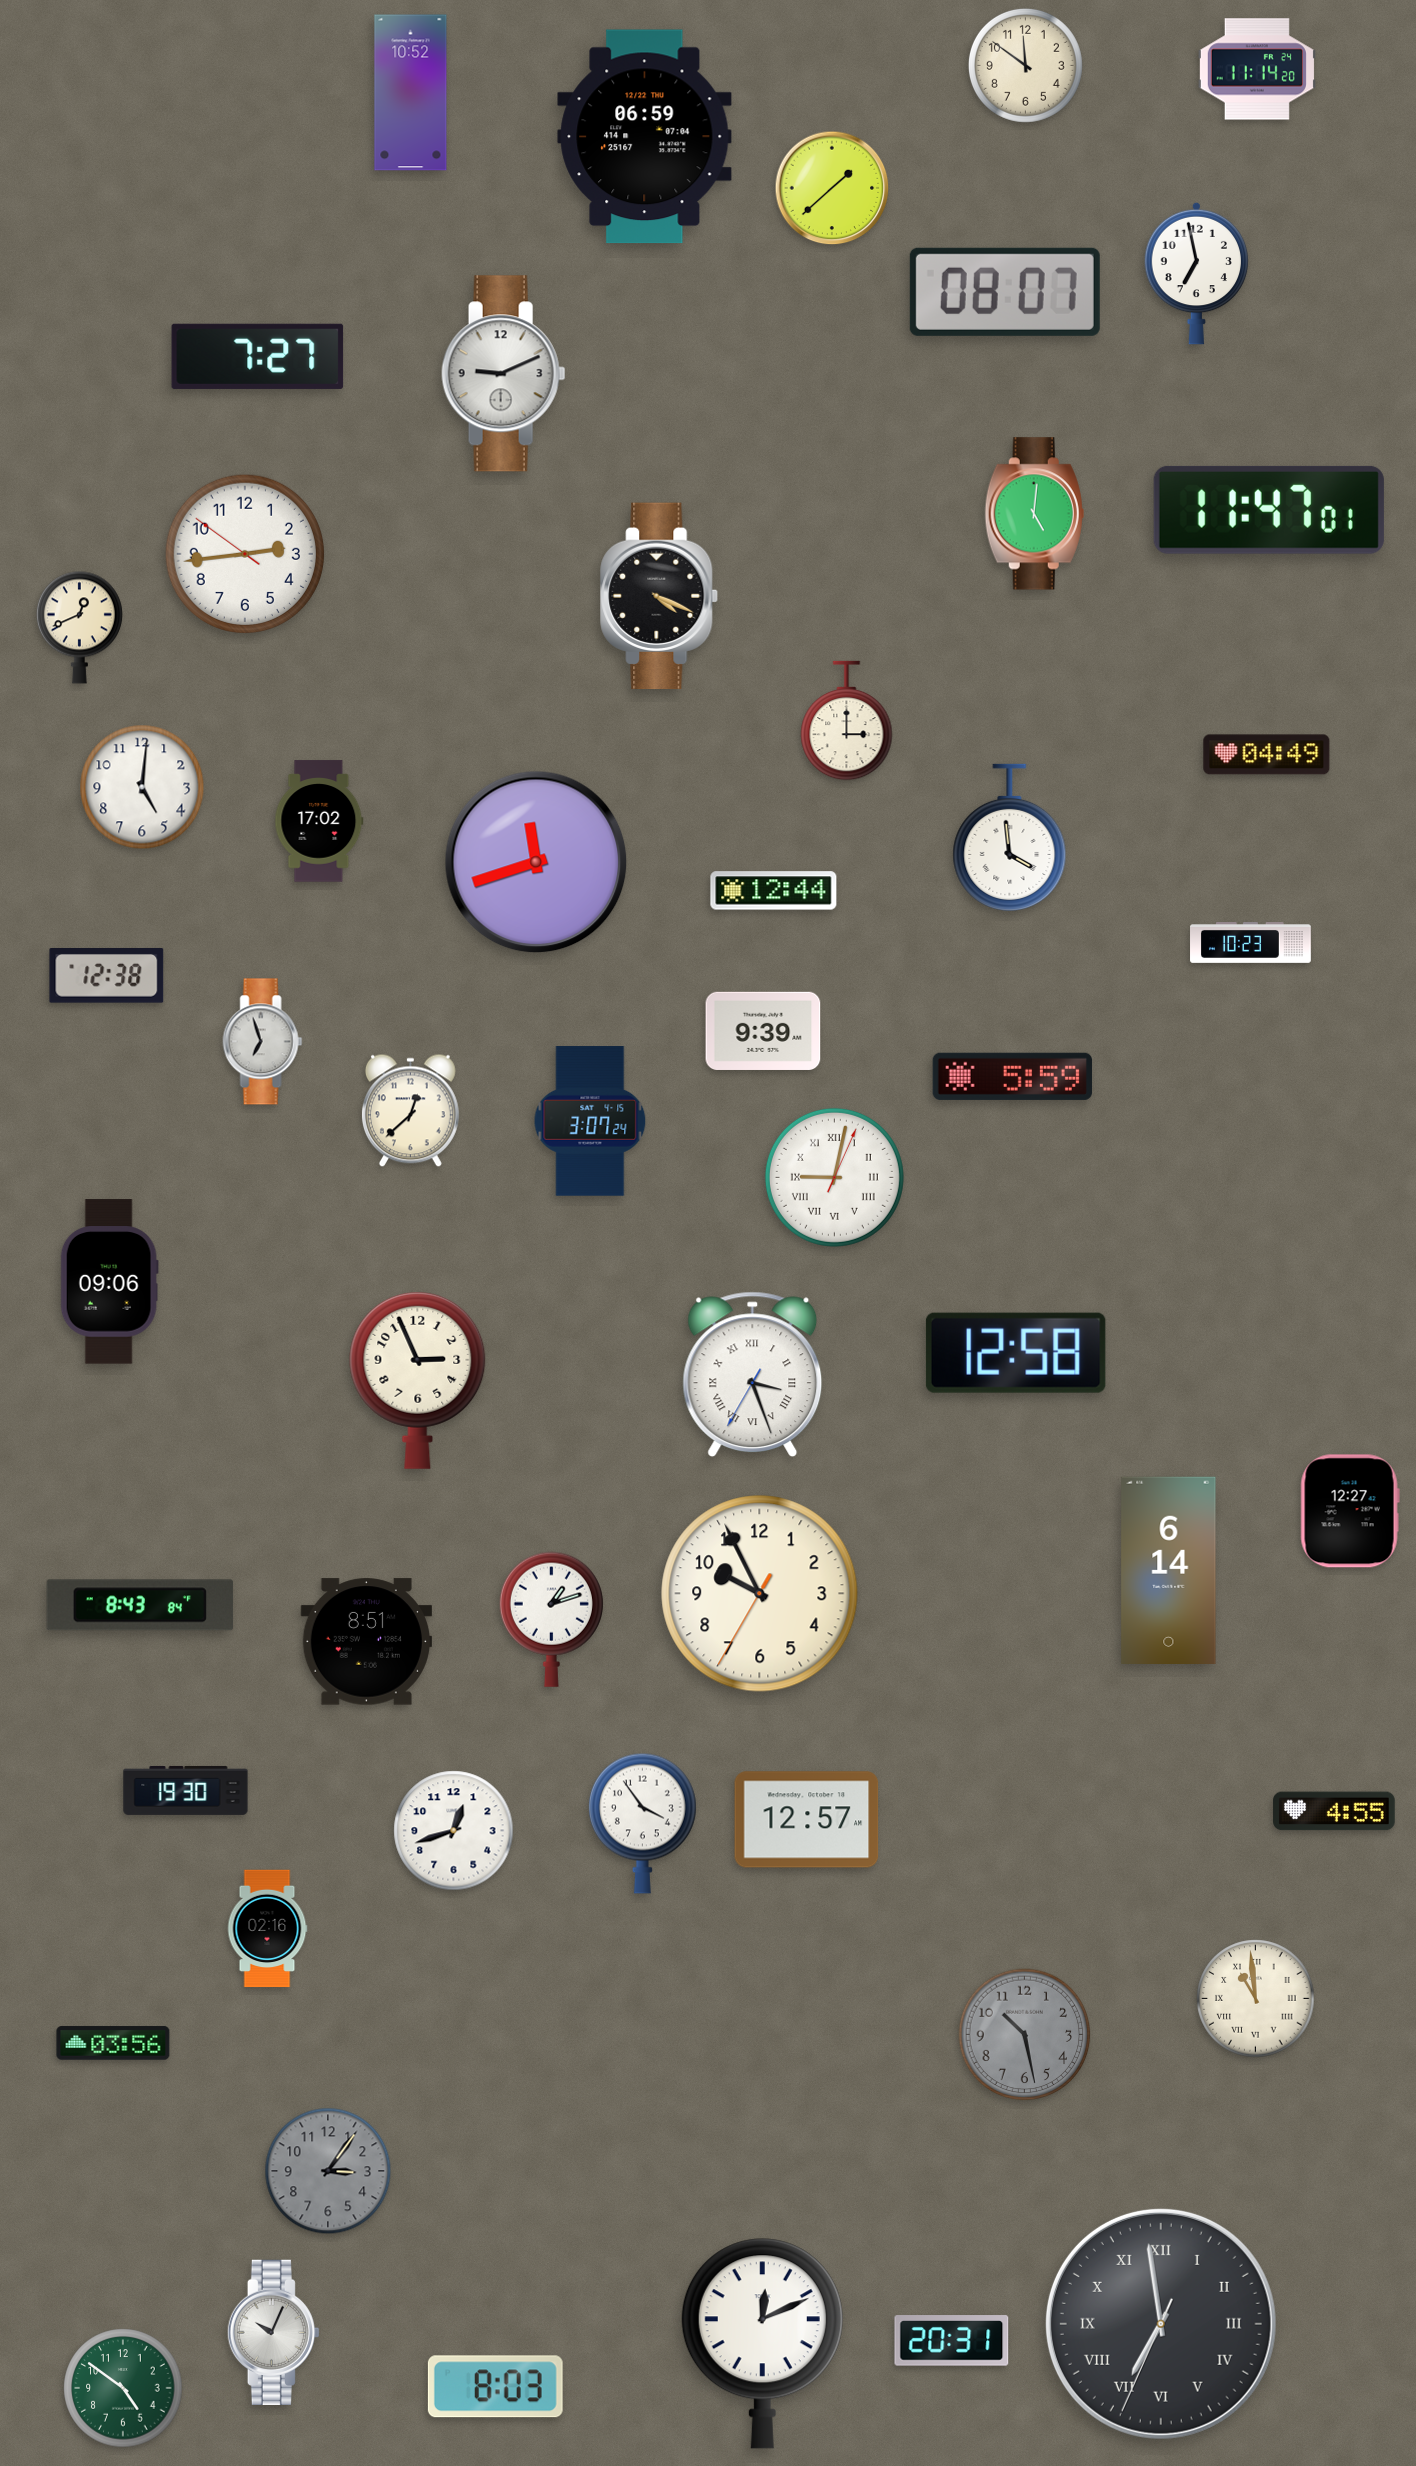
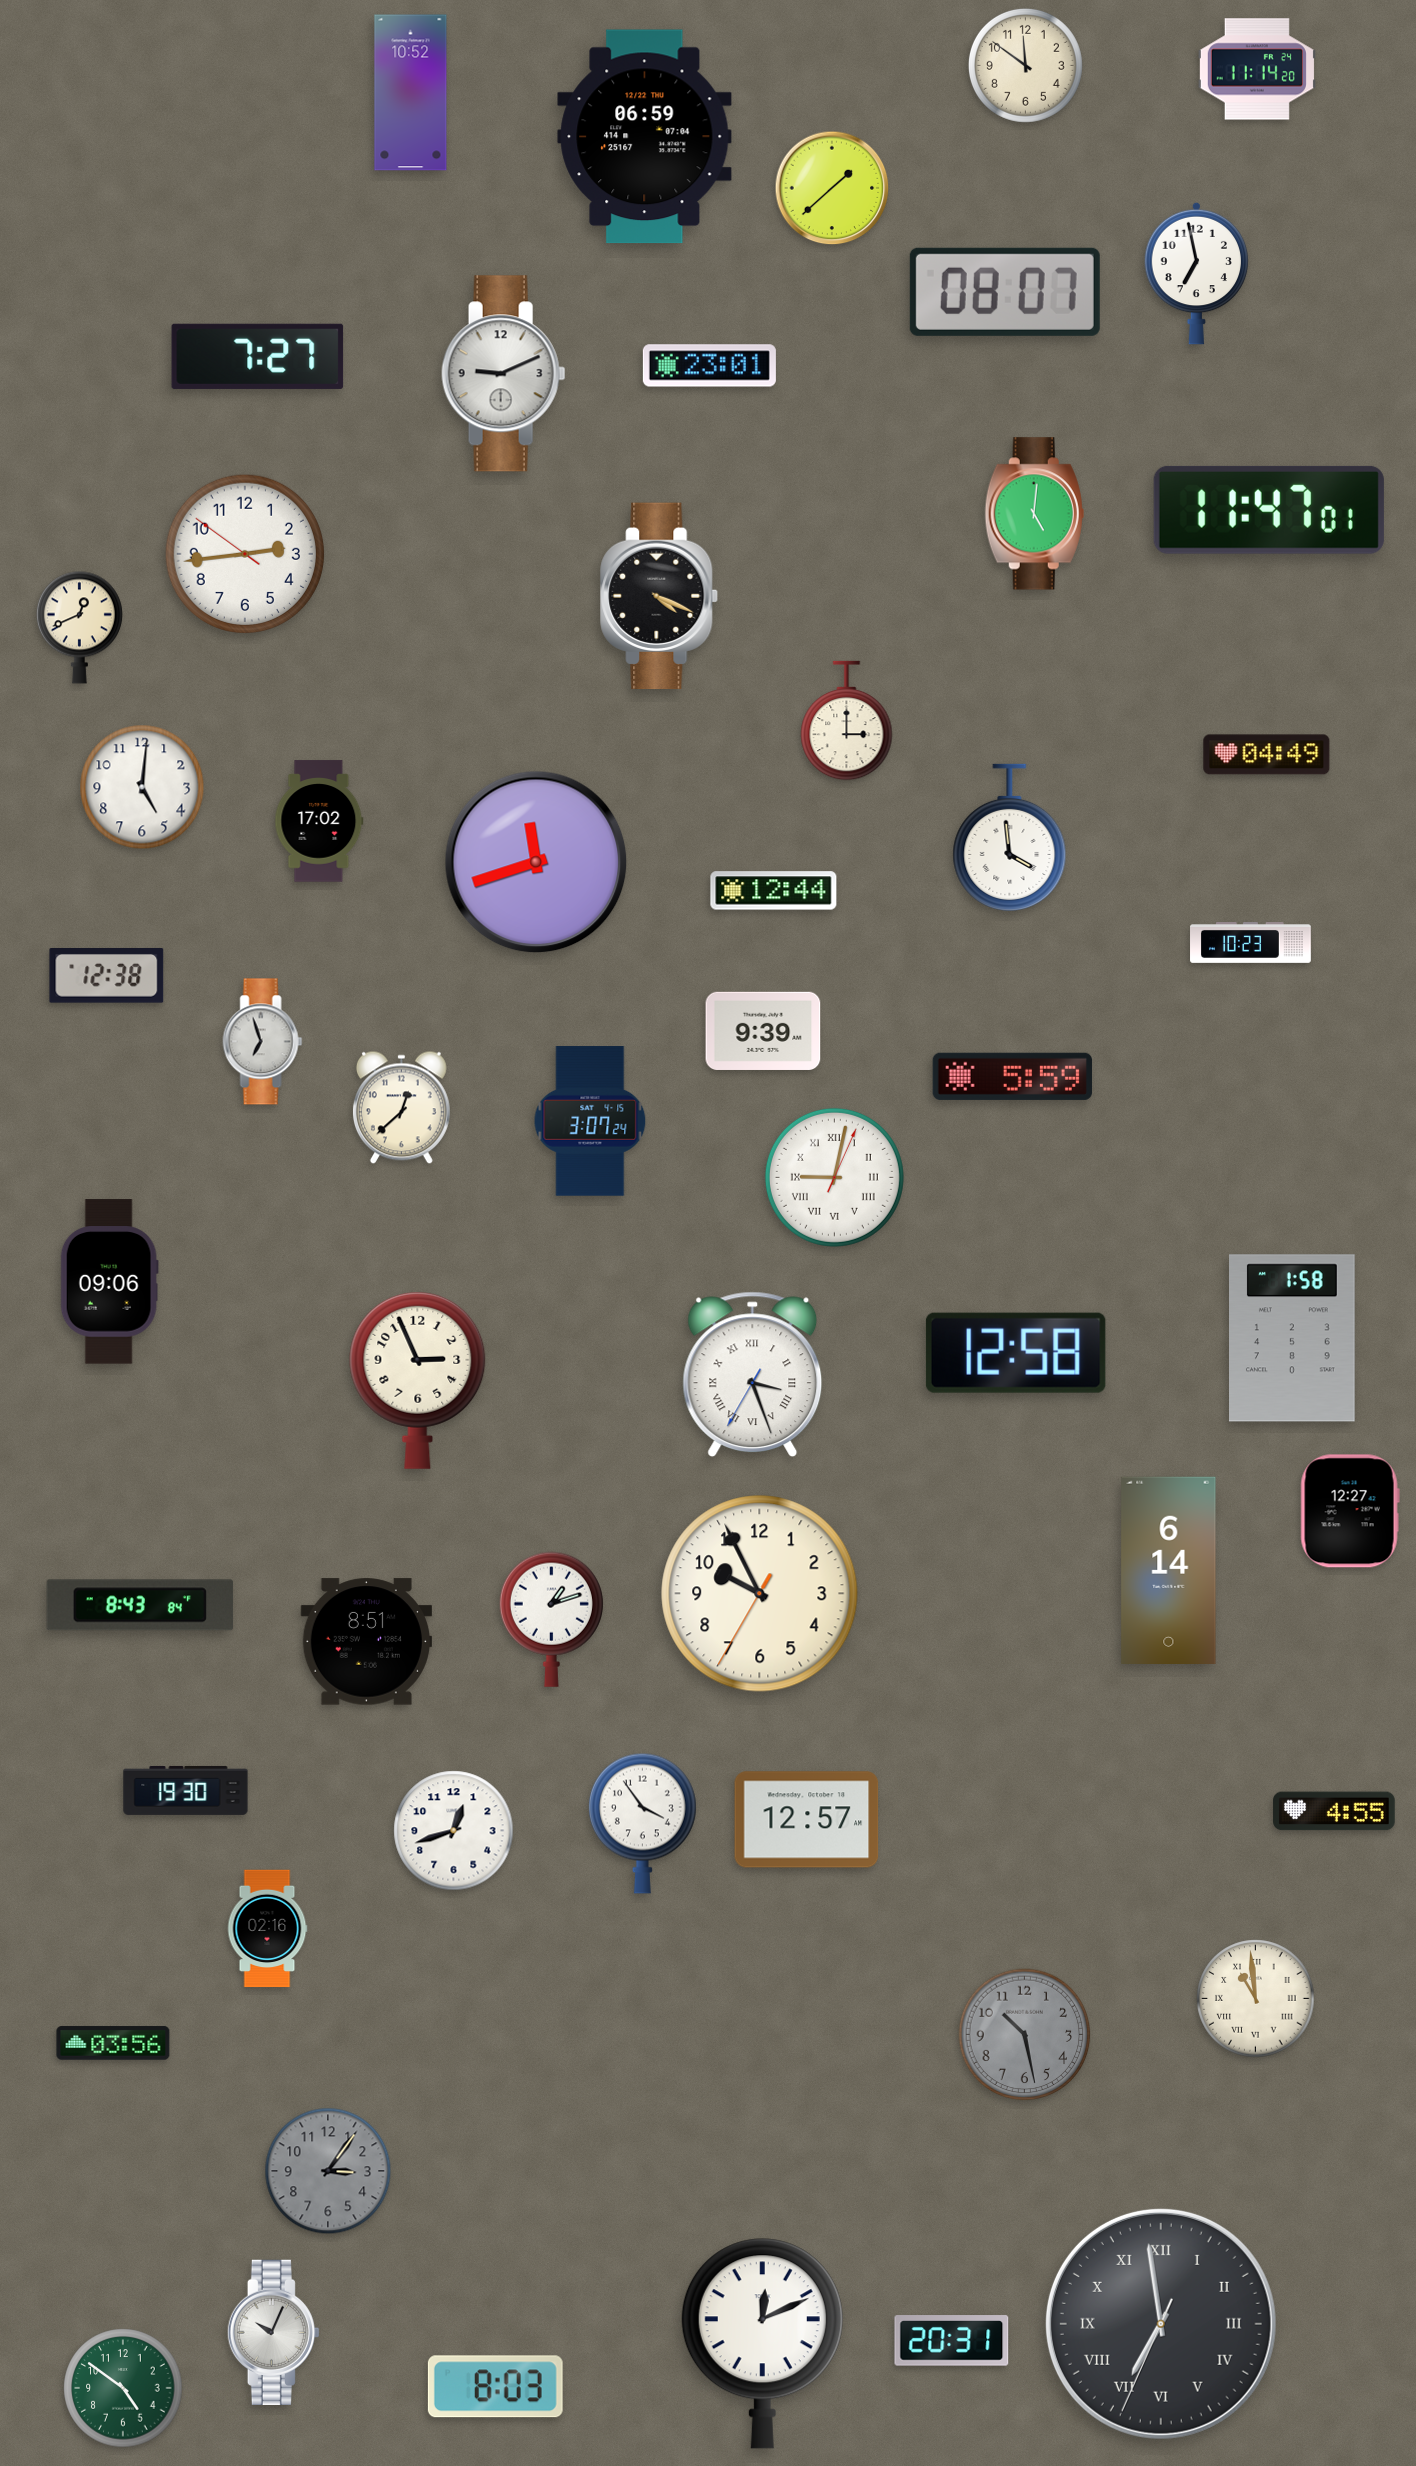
clock at (709, 366): none -> 23:01
clock at (410, 1111) position: (410, 1111) -> (401, 1108)
clock at (1293, 1338): none -> 1:58
